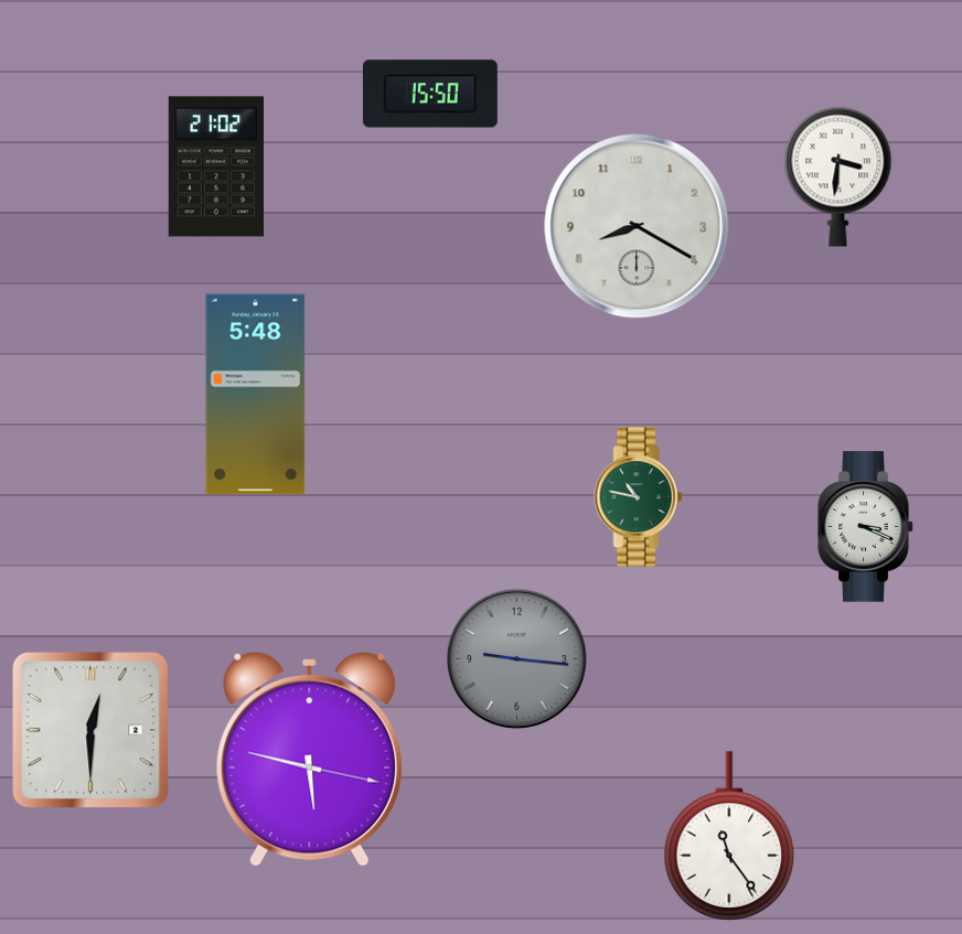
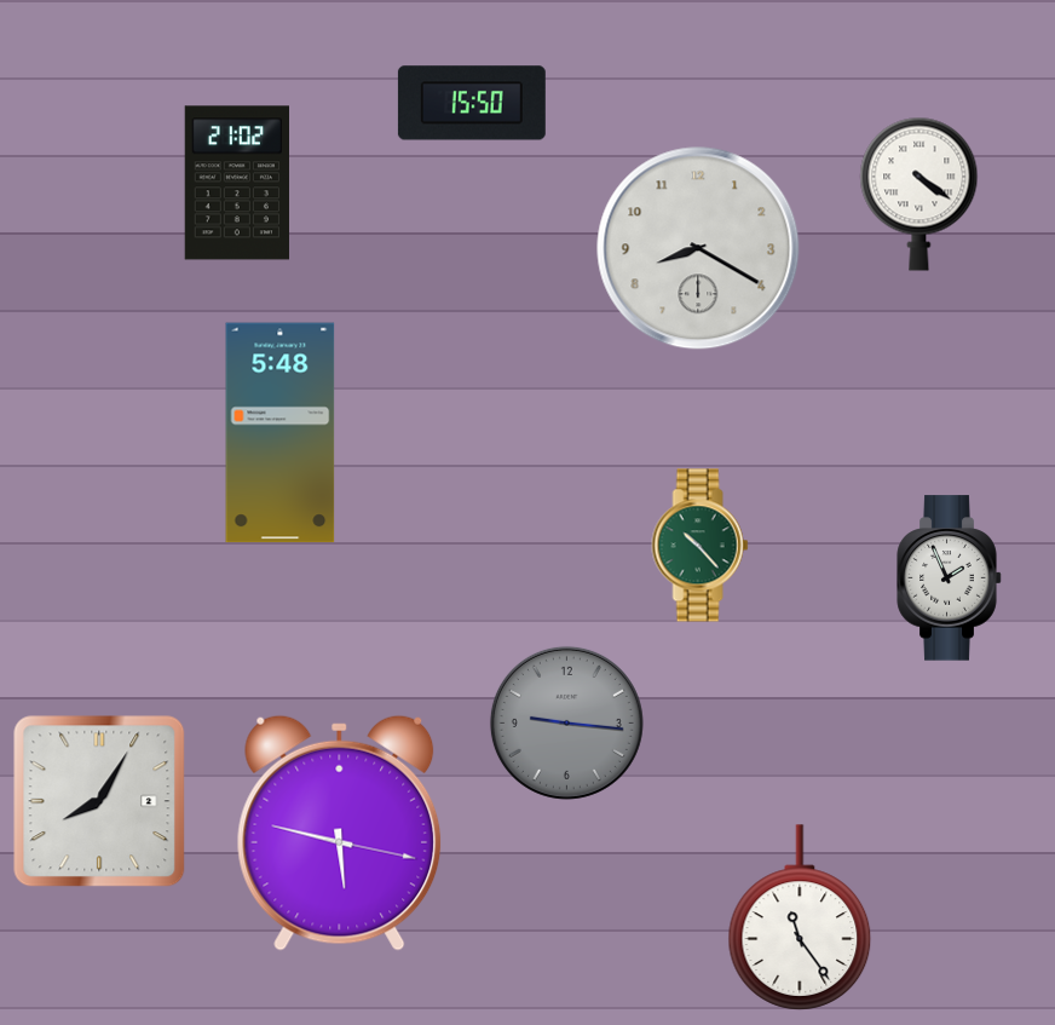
clock at (838, 176): 3:31 -> 4:21
clock at (639, 497): 10:47 -> 10:23
clock at (866, 527): 3:19 -> 1:56
clock at (90, 730): 12:30 -> 8:05
